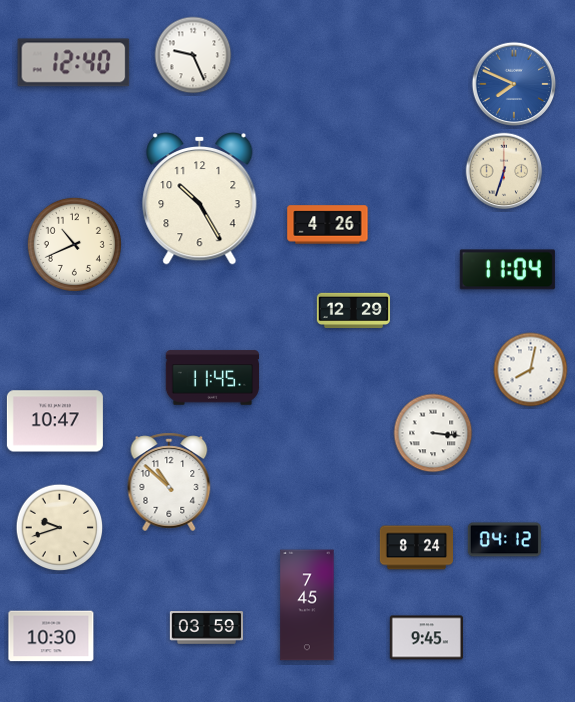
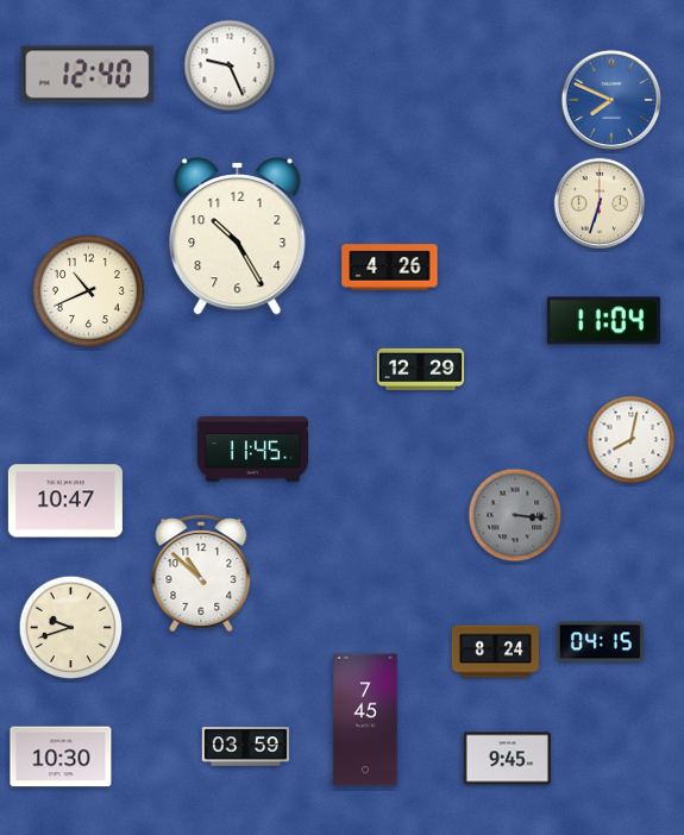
clock at (433, 433) dial: white -> grey
clock at (504, 540): 04:12 -> 04:15
